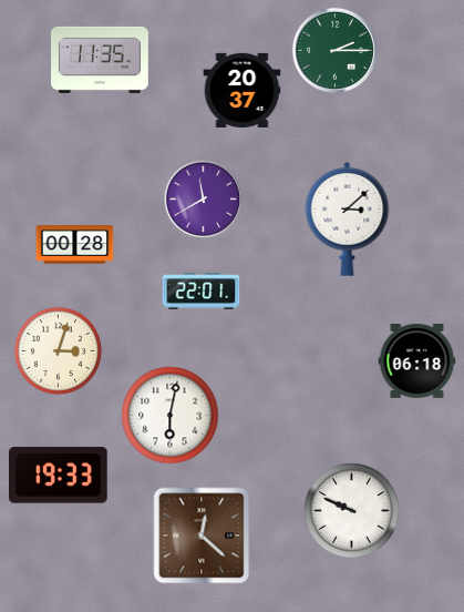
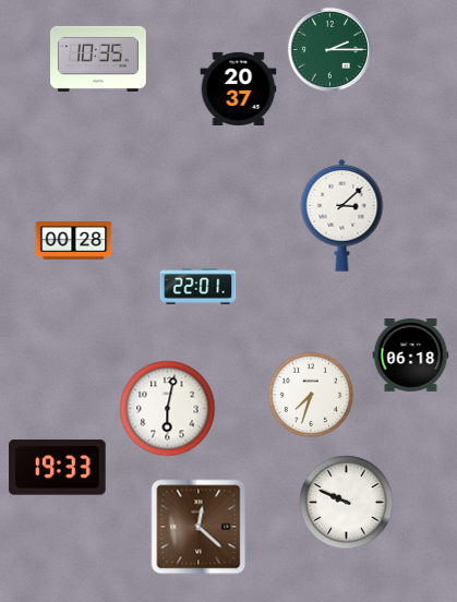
clock at (101, 60): 11:35 -> 10:35
clock at (204, 200): 11:40 -> none
clock at (58, 350): 3:03 -> none
clock at (310, 394): none -> 7:33
